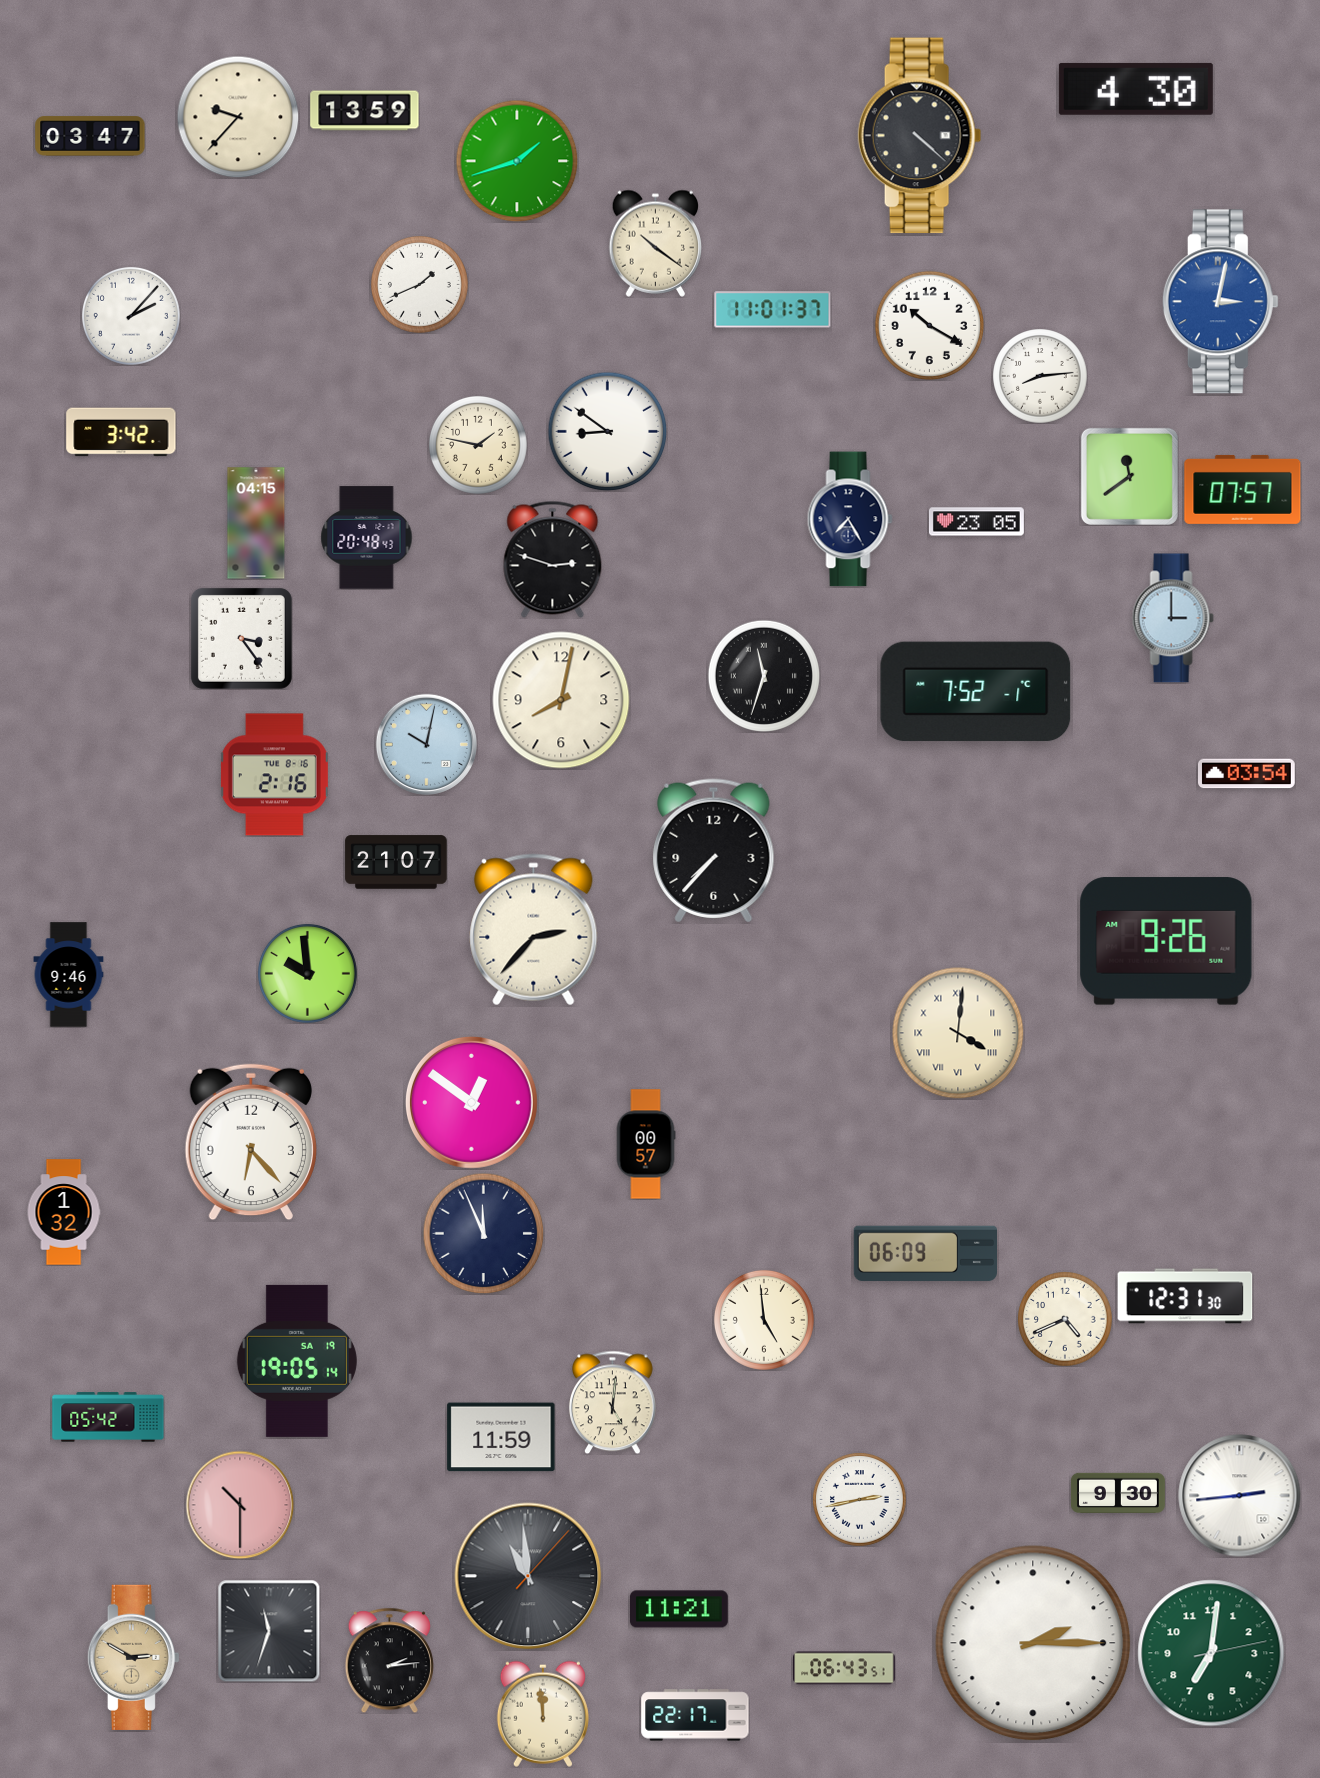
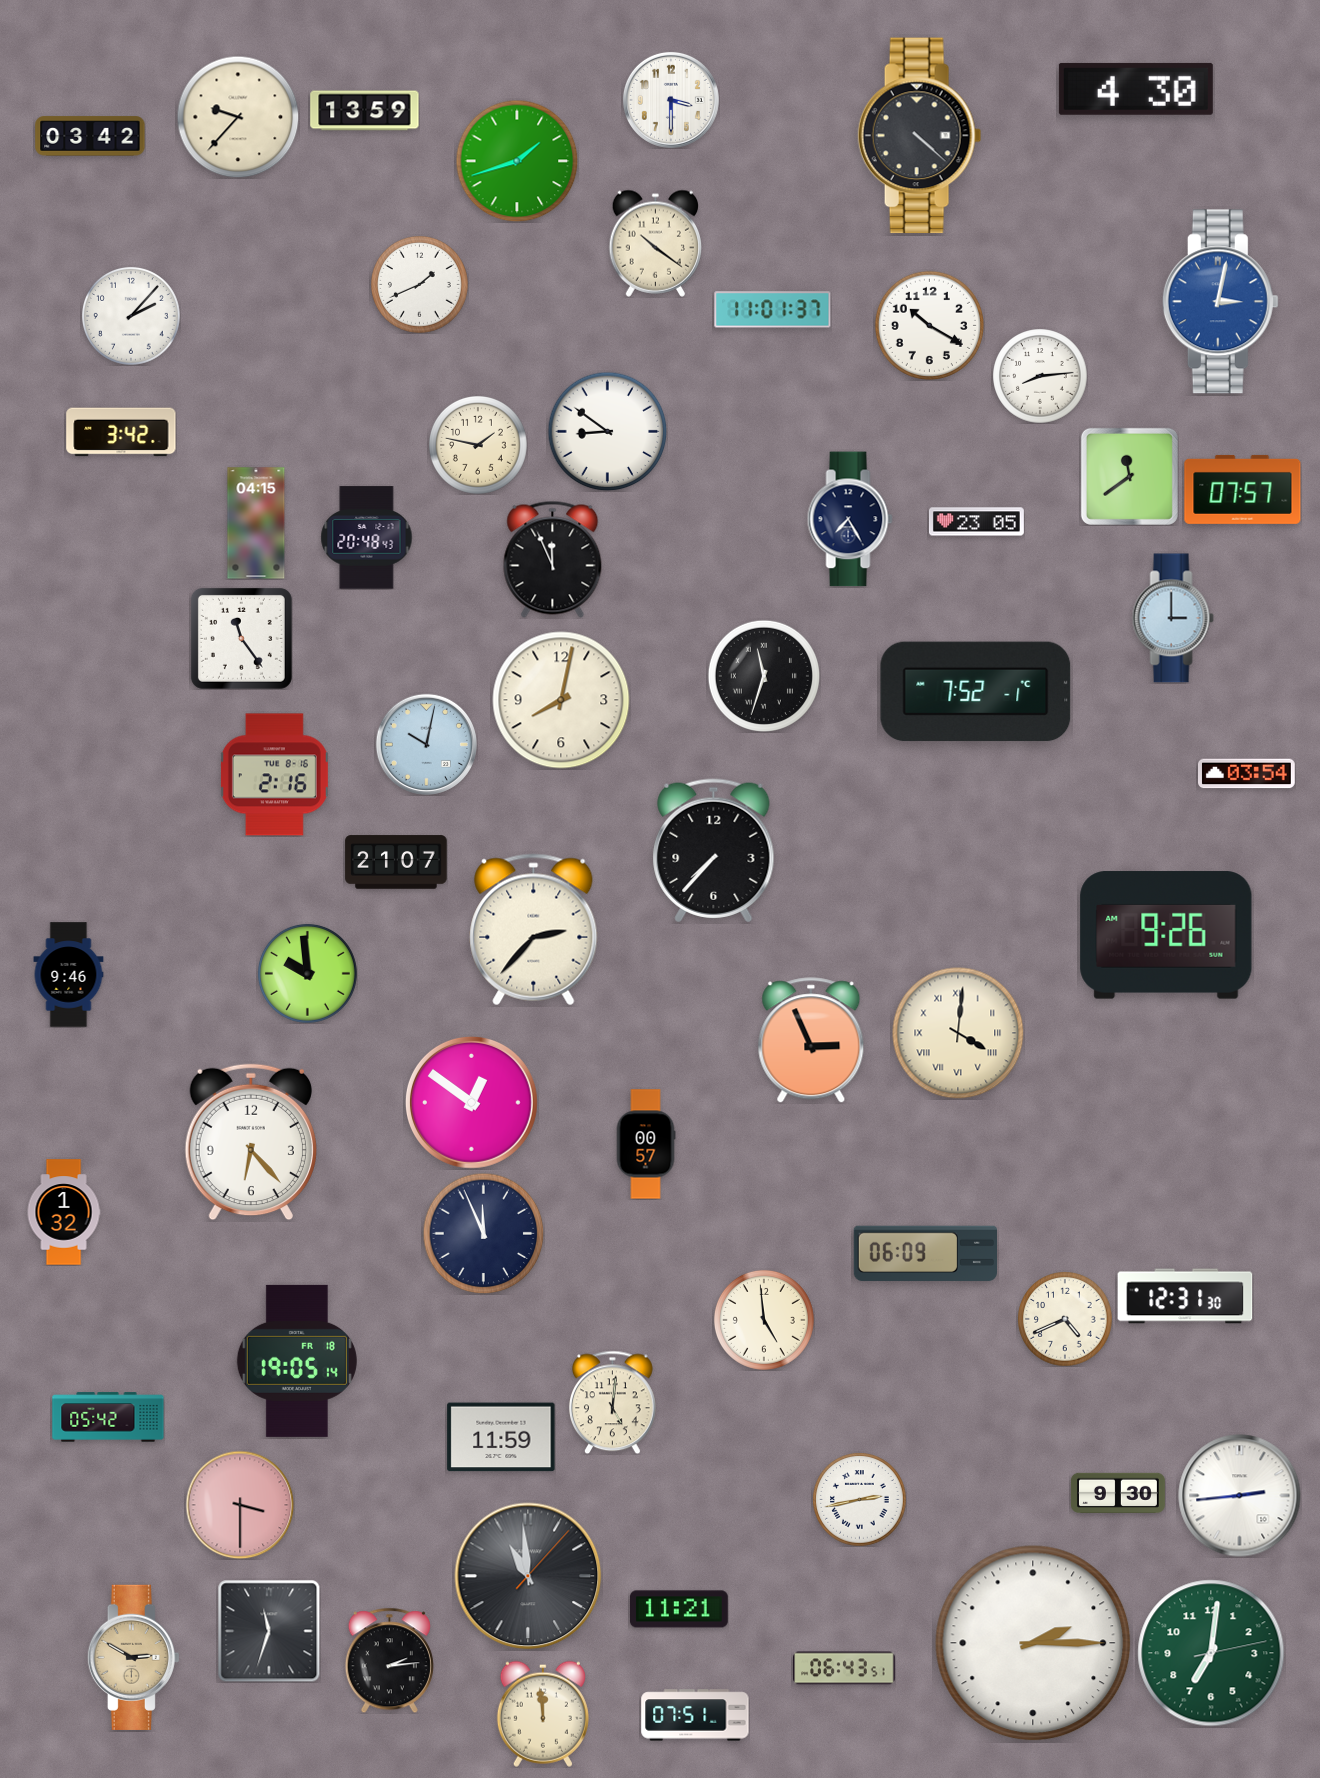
clock at (671, 100): none -> 3:30
clock at (90, 136): 03:47 -> 03:42
clock at (553, 559): 2:48 -> 11:56
clock at (241, 638): 3:24 -> 11:24
clock at (1166, 941) position: (1166, 941) -> (1166, 935)
clock at (811, 1040): none -> 2:56
clock at (297, 1361) date: SA 19 -> FR 18
clock at (240, 1505): 10:30 -> 3:30
clock at (695, 1715): 22:17 -> 07:51
